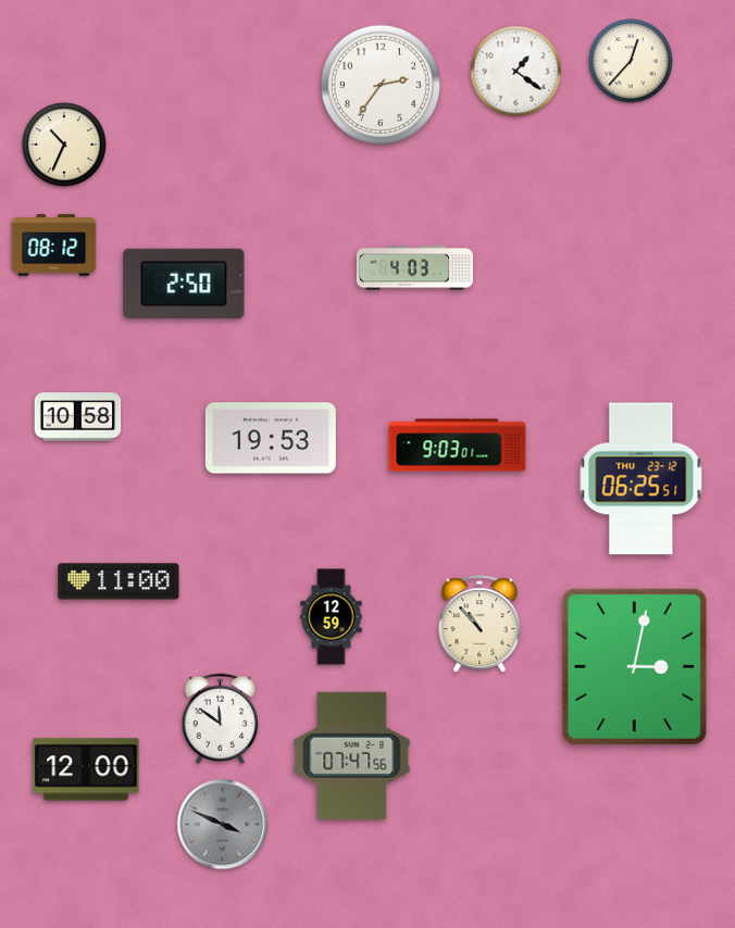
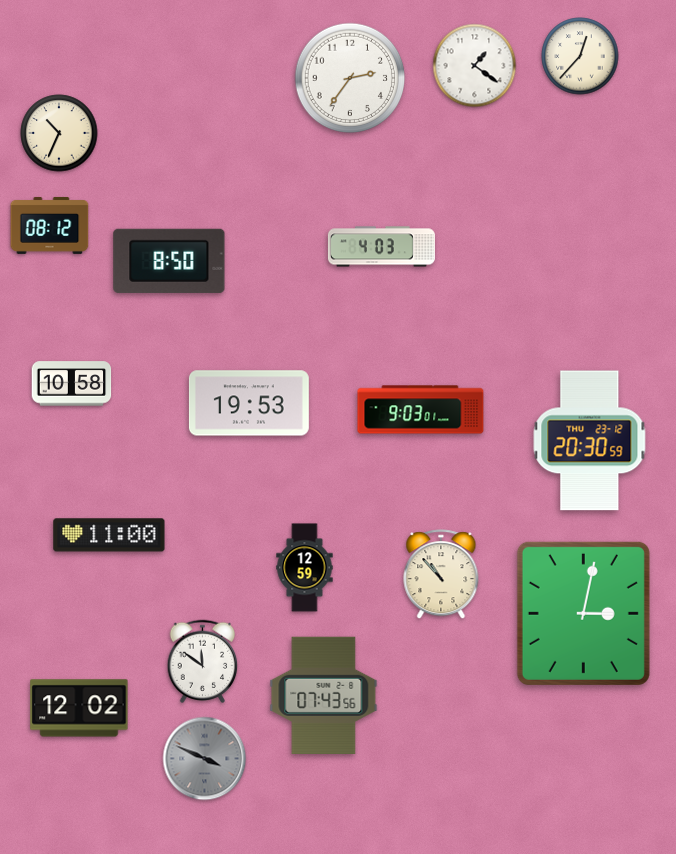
clock at (184, 284): 2:50 -> 8:50
clock at (641, 479): 06:25 -> 20:30
clock at (352, 755): 07:47 -> 07:43
clock at (86, 769): 12:00 -> 12:02
